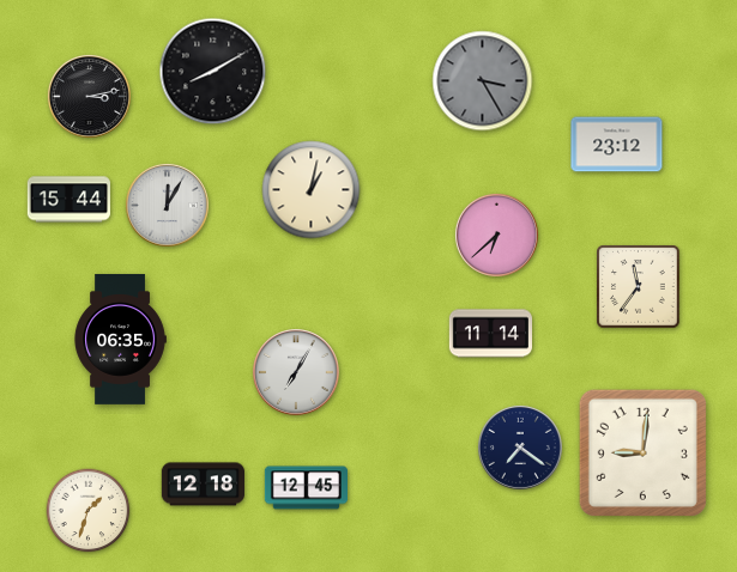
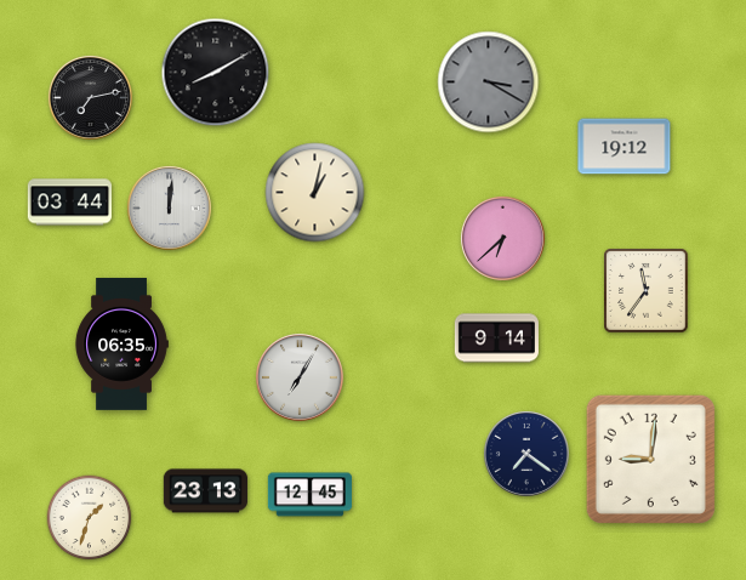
clock at (483, 81): 3:25 -> 3:20
clock at (89, 96): 3:13 -> 7:13
clock at (617, 145): 23:12 -> 19:12
clock at (68, 200): 15:44 -> 03:44
clock at (167, 205): 12:05 -> 12:01
clock at (490, 334): 11:14 -> 9:14
clock at (203, 485): 12:18 -> 23:13
